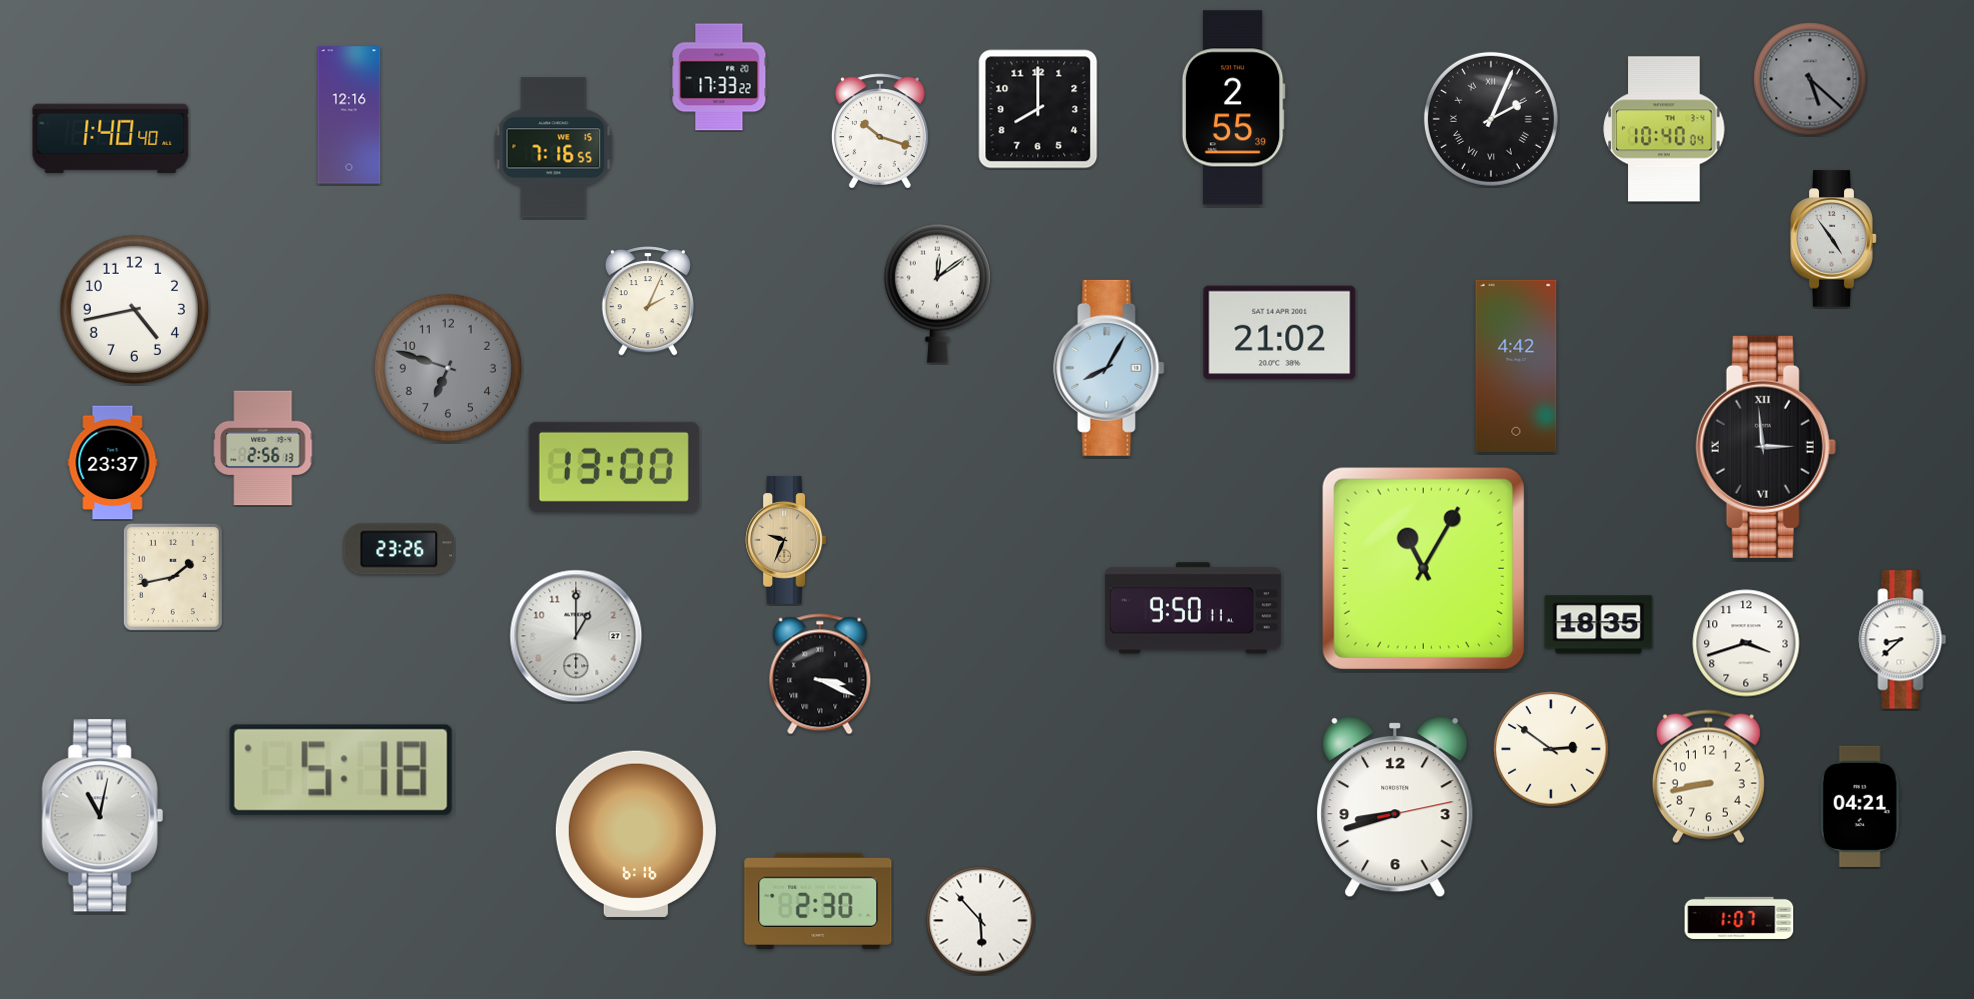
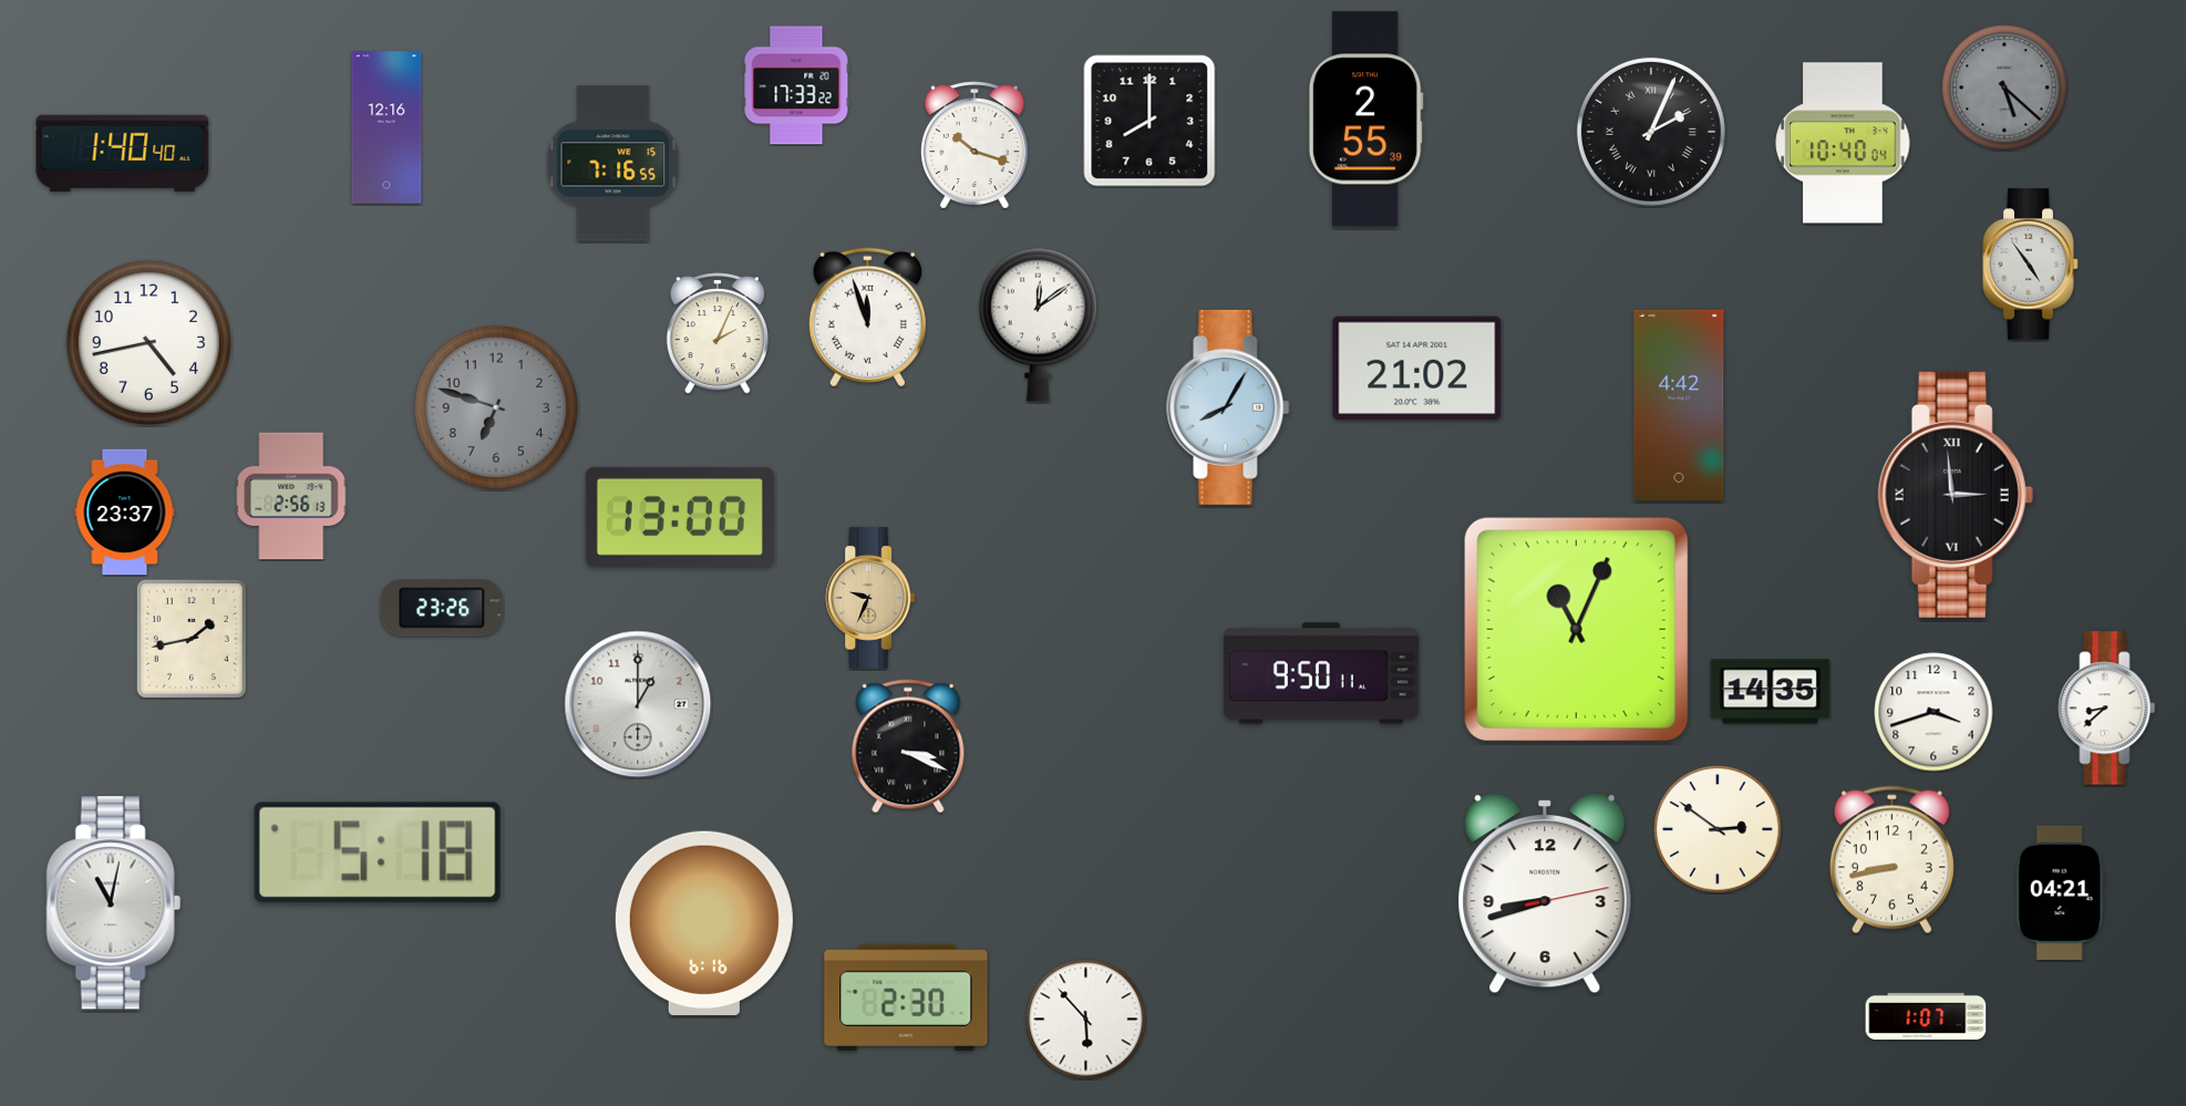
clock at (867, 318): none -> 11:57
clock at (1423, 568): 11:05 -> 11:04
clock at (1599, 625): 18:35 -> 14:35
